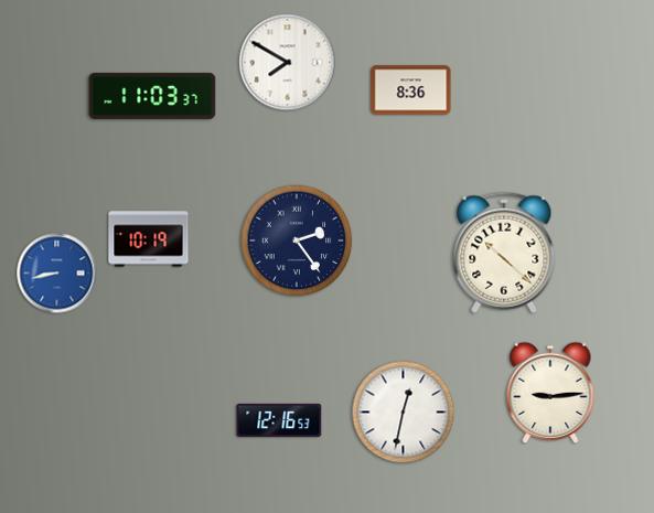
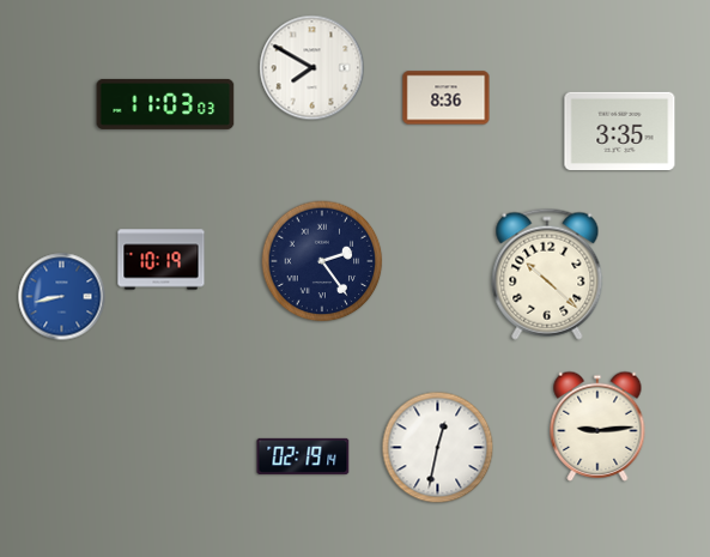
clock at (152, 96): 11:03:37 -> 11:03:03
clock at (620, 131): none -> 3:35
clock at (279, 420): 12:16 -> 02:19
